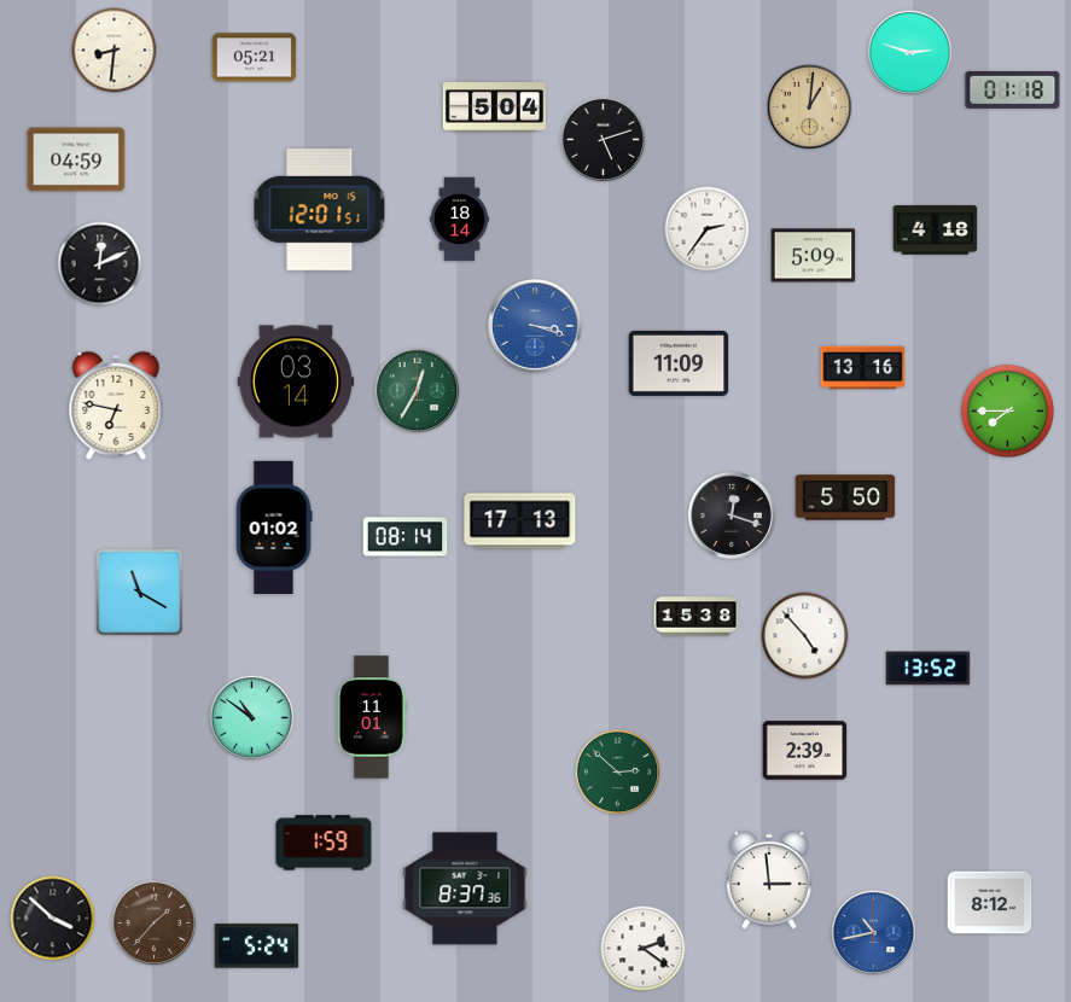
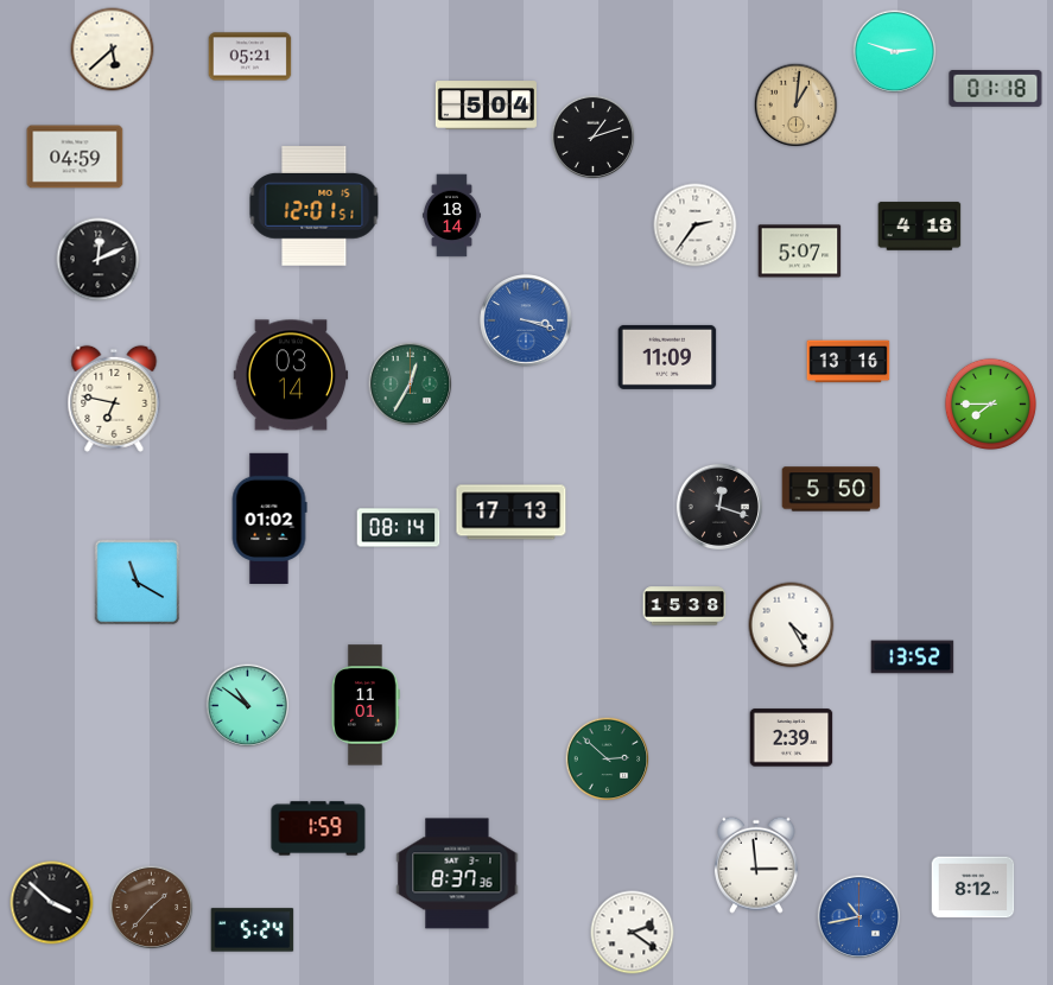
clock at (115, 51): 8:31 -> 5:38
clock at (604, 140): 5:12 -> 1:12
clock at (814, 256): 5:09 -> 5:07
clock at (805, 636): 4:53 -> 4:25
